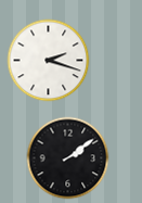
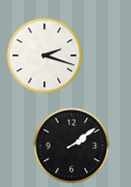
clock at (68, 158) position: (68, 158) -> (72, 146)
